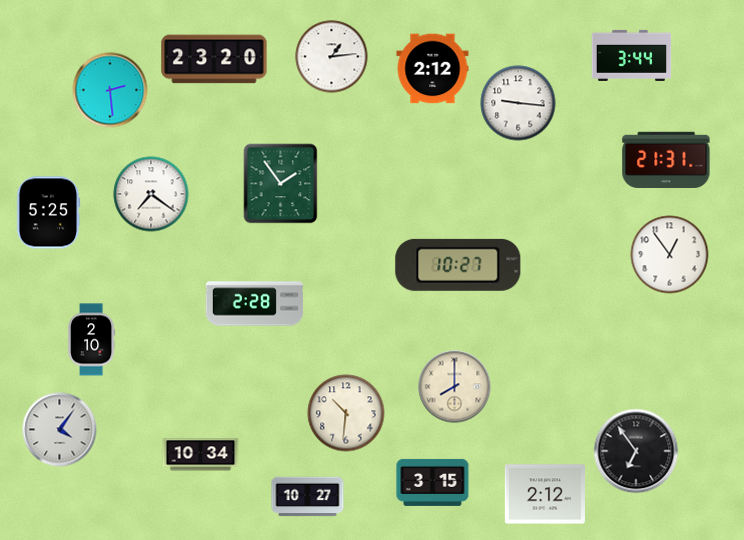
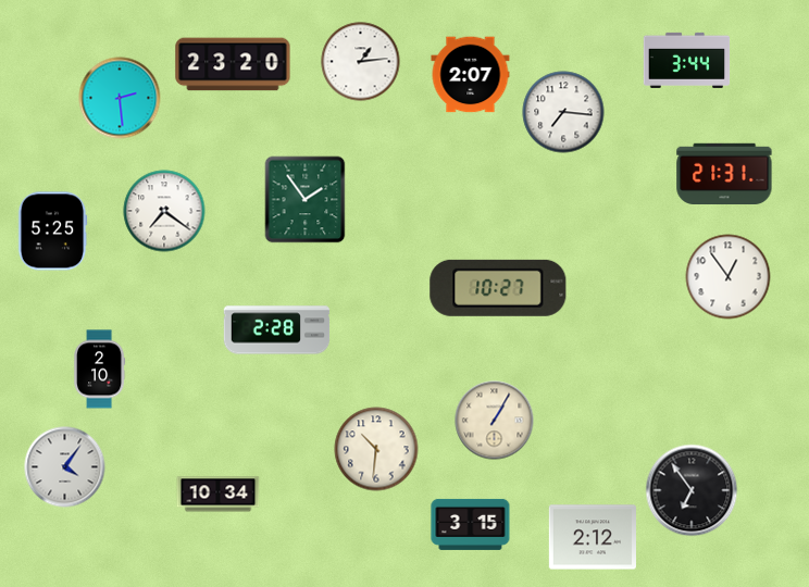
clock at (433, 69): 2:12 -> 2:07
clock at (518, 103): 9:16 -> 7:16
clock at (455, 387): 8:00 -> 1:05
clock at (308, 497): 10:27 -> none
